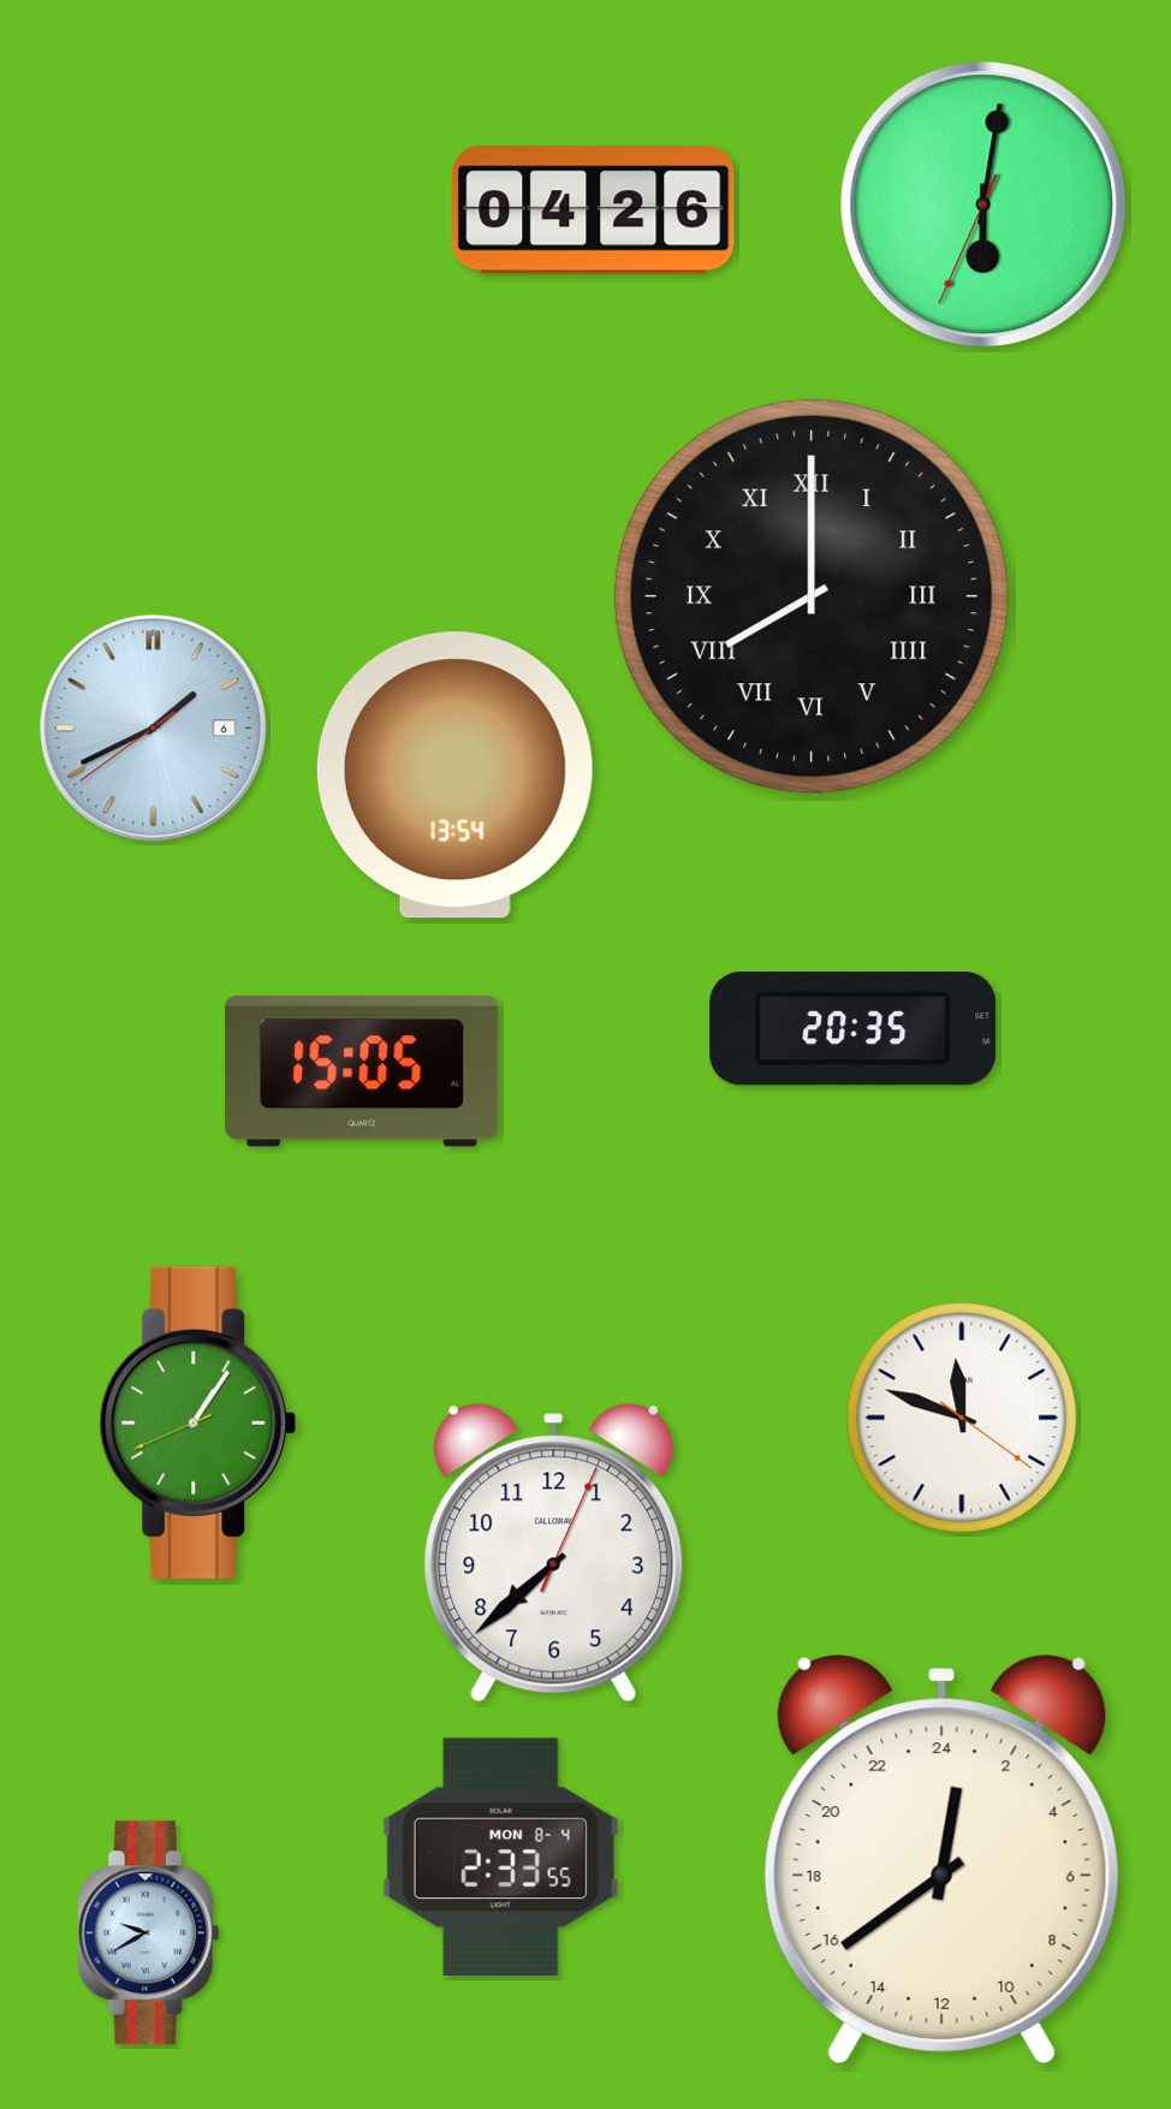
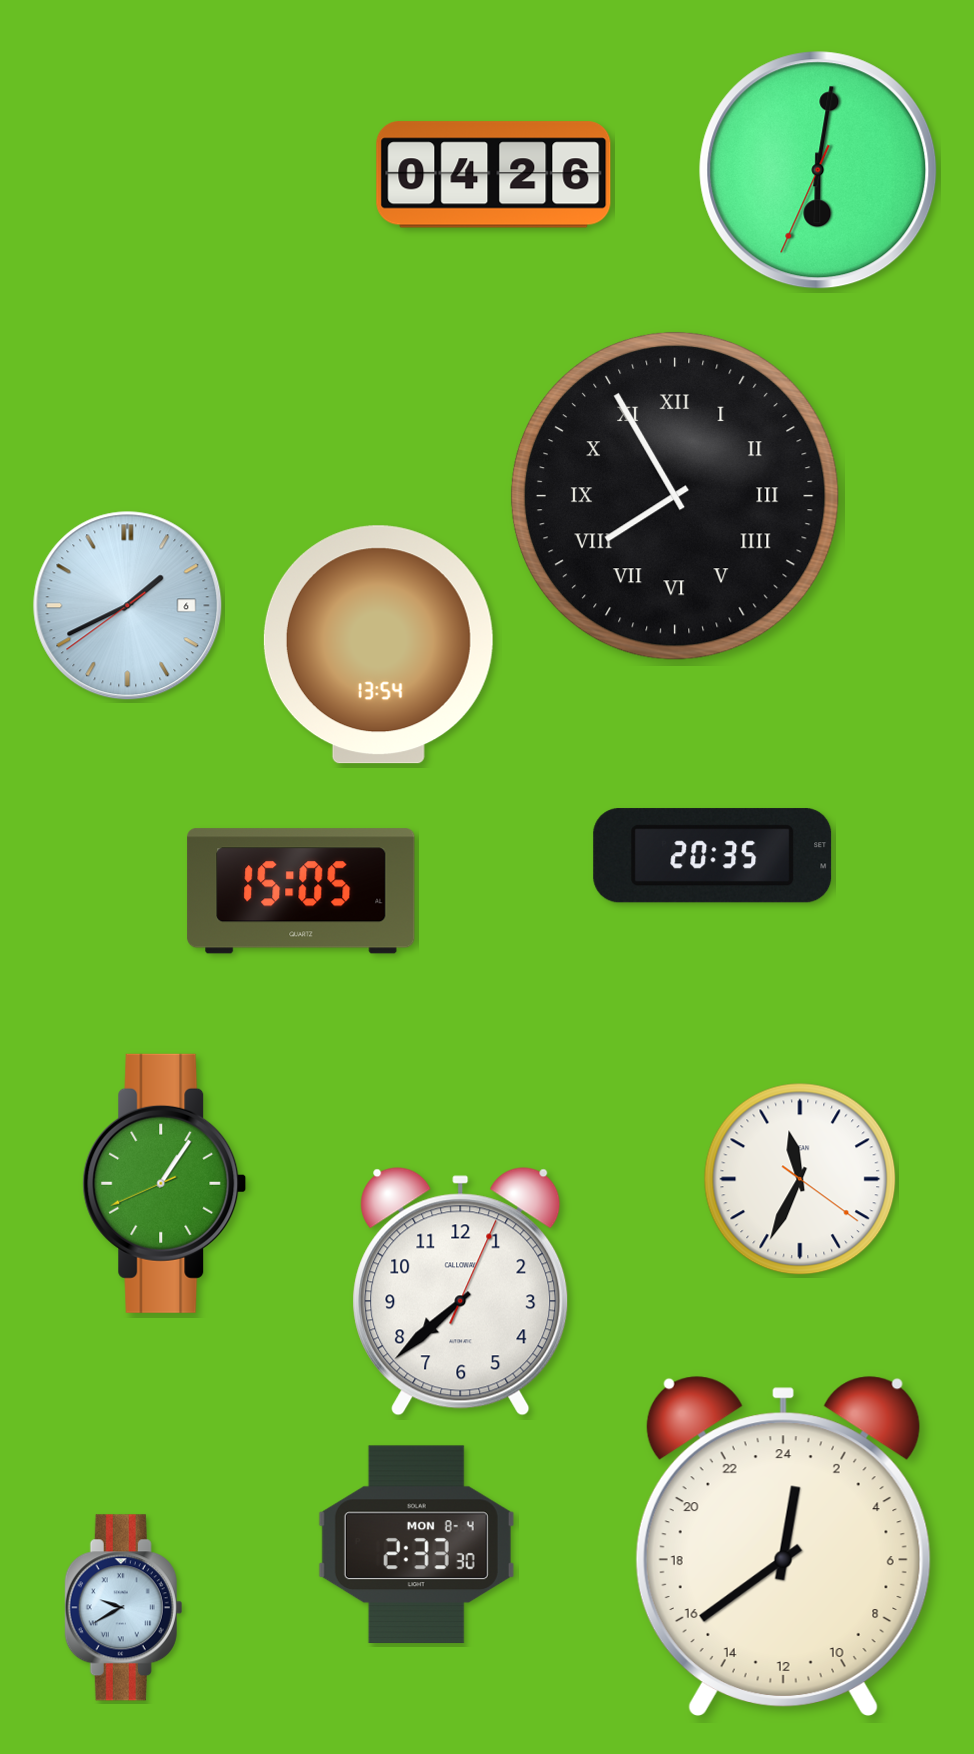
clock at (812, 596): 8:00 -> 7:55
clock at (854, 1029) position: (854, 1029) -> (713, 856)
clock at (962, 1418): 11:48 -> 11:34
clock at (500, 1858): 2:33:55 -> 2:33:30
